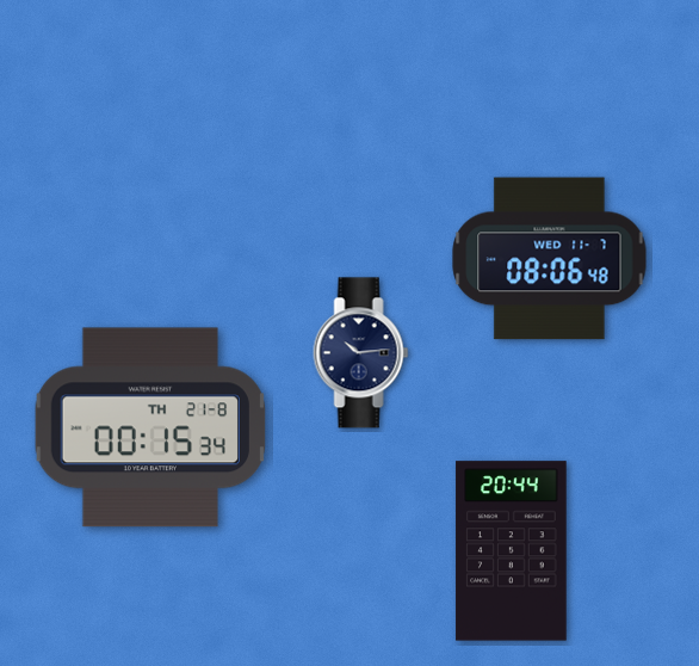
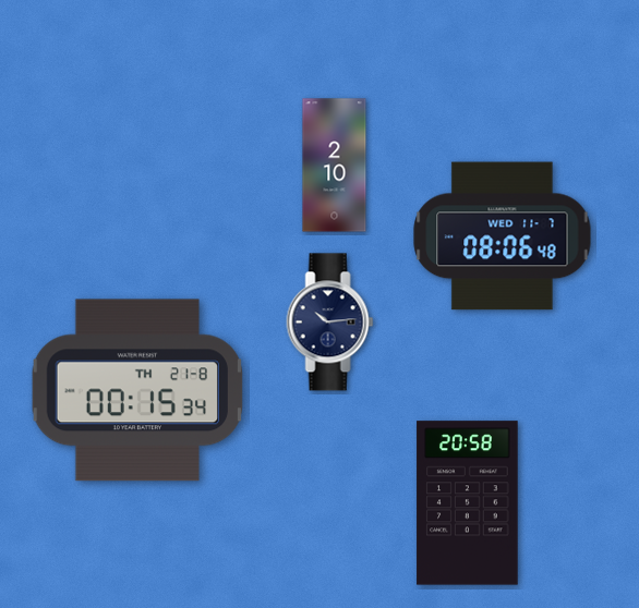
clock at (335, 166): none -> 2:10
clock at (512, 551): 20:44 -> 20:58
